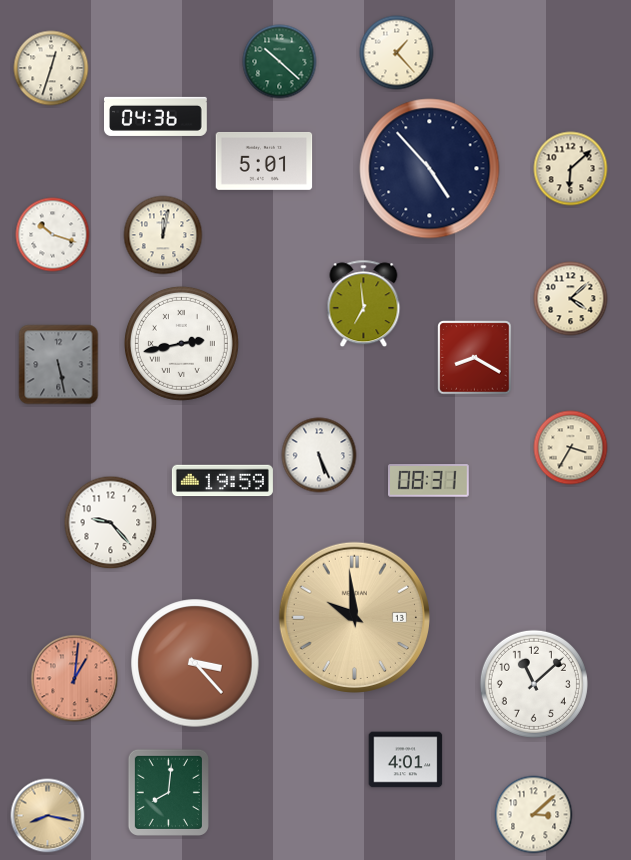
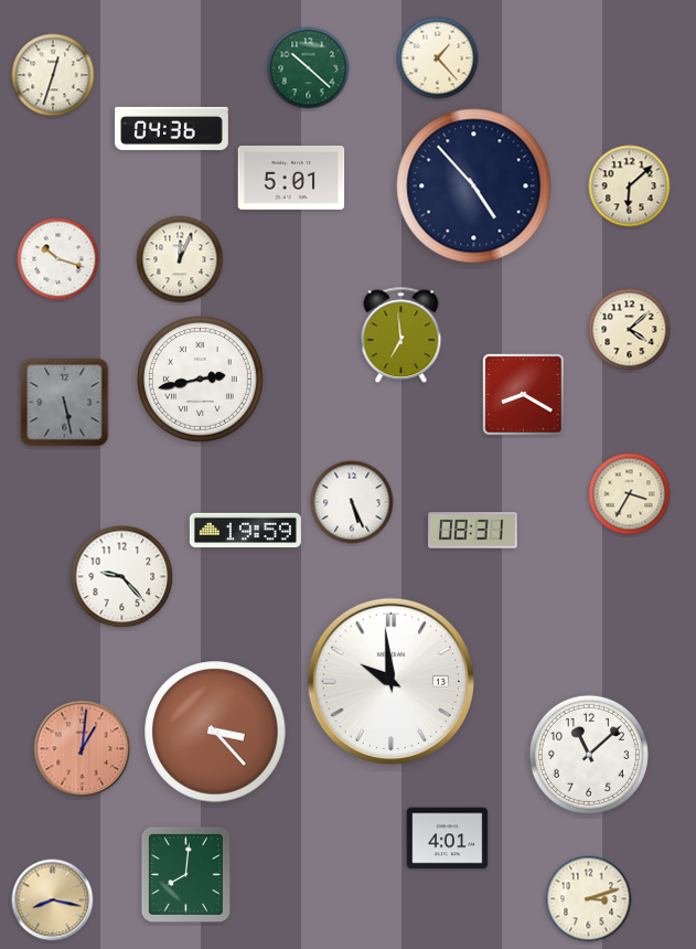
clock at (51, 68) position: (51, 68) -> (53, 75)
clock at (163, 235): 12:02 -> 12:04
clock at (354, 617) dial: champagne -> white
clock at (534, 815): 3:08 -> 3:12
